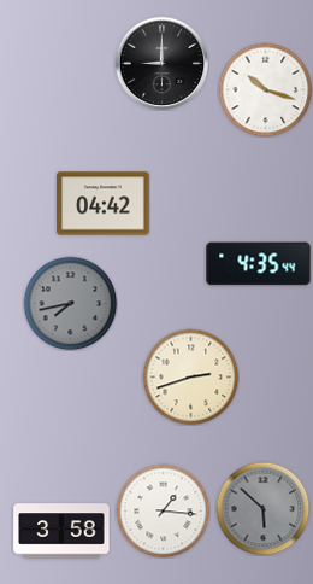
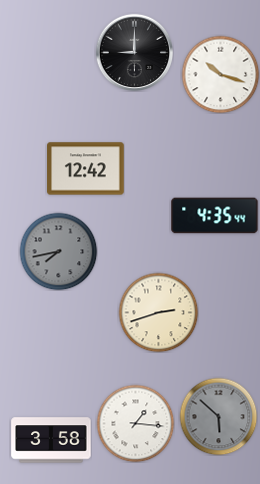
clock at (104, 204): 04:42 -> 12:42
clock at (259, 264) position: (259, 264) -> (215, 216)
clock at (262, 508) position: (262, 508) -> (218, 416)
